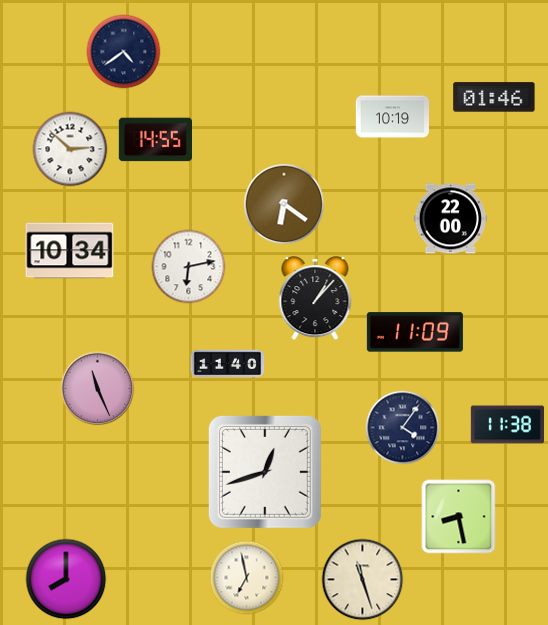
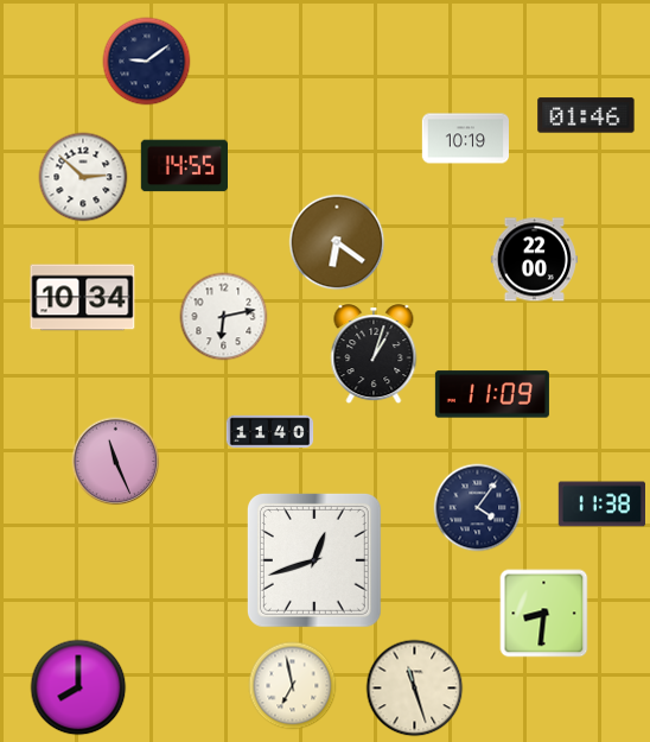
clock at (124, 52): 4:39 -> 9:09
clock at (315, 299): 1:07 -> 1:03
clock at (459, 517): 8:28 -> 8:31
clock at (363, 580) position: (363, 580) -> (415, 689)
